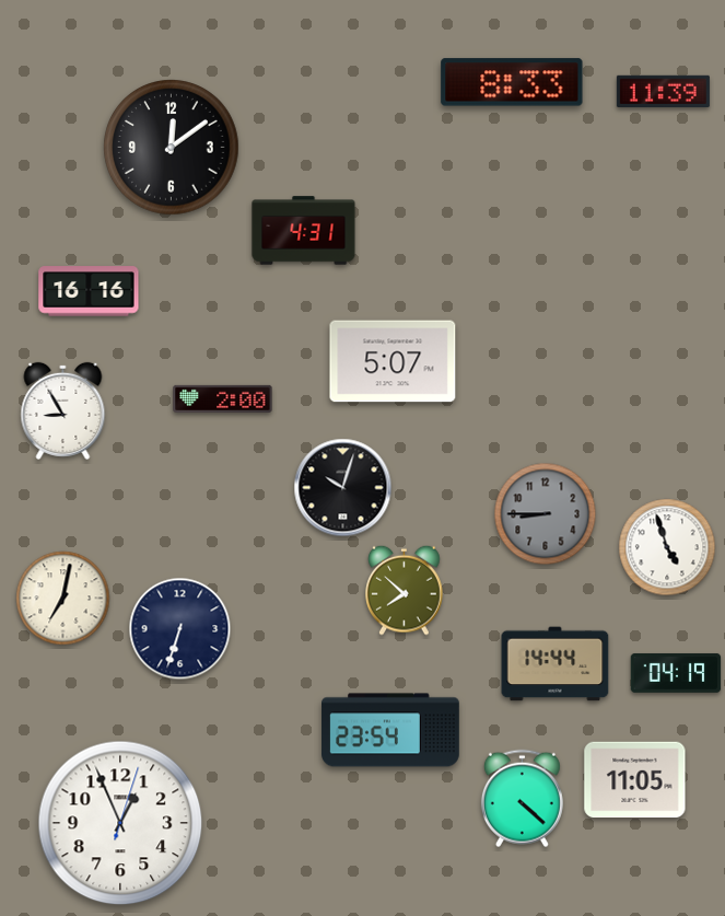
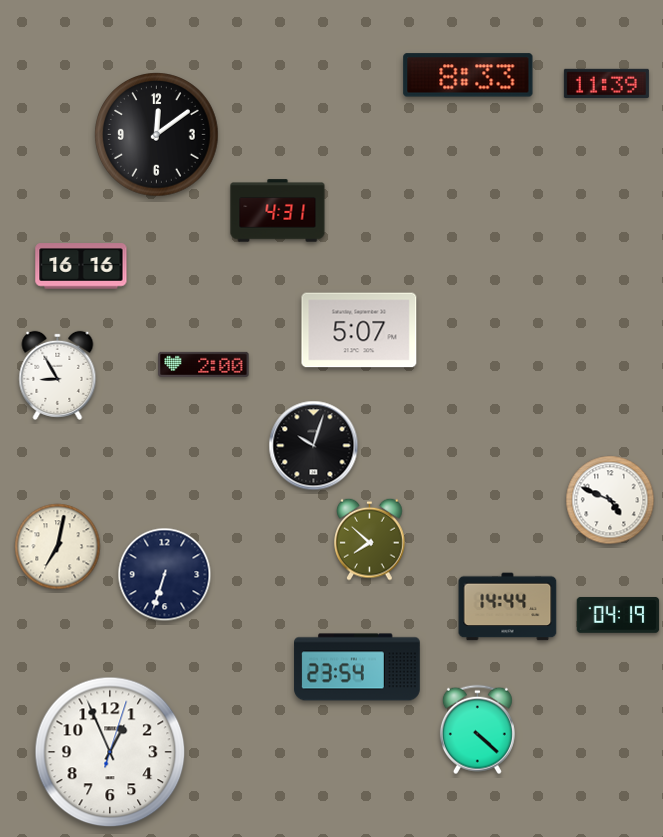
clock at (546, 514): 8:45 -> none
clock at (667, 547): 4:57 -> 4:49
clock at (635, 780): 11:05 -> none
